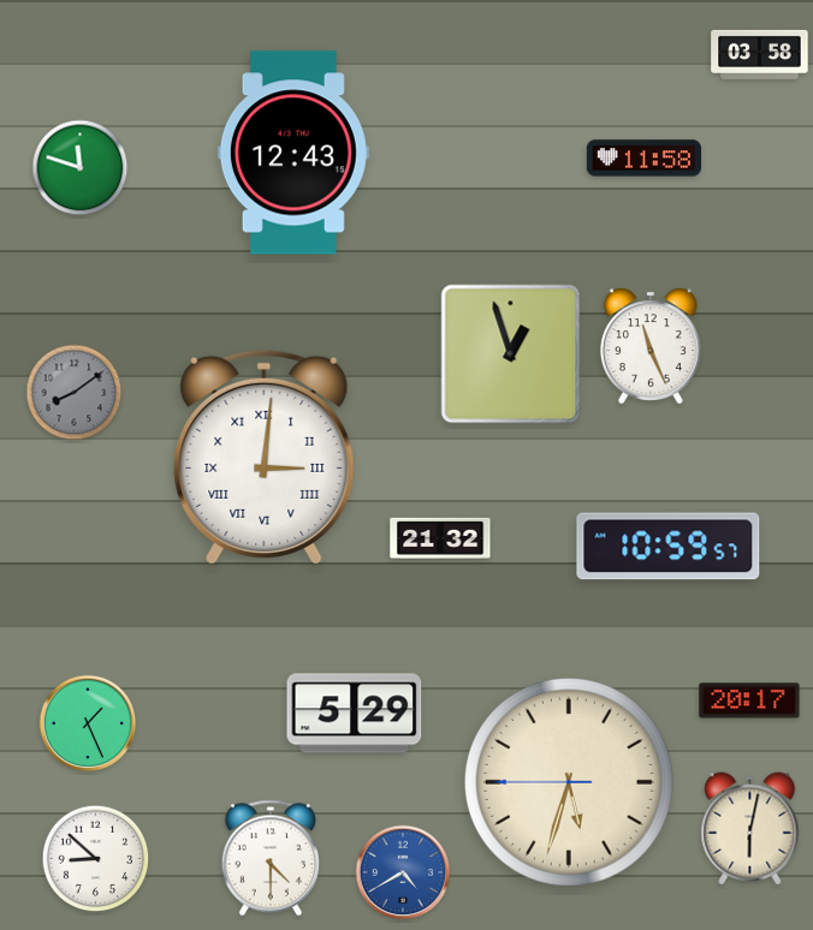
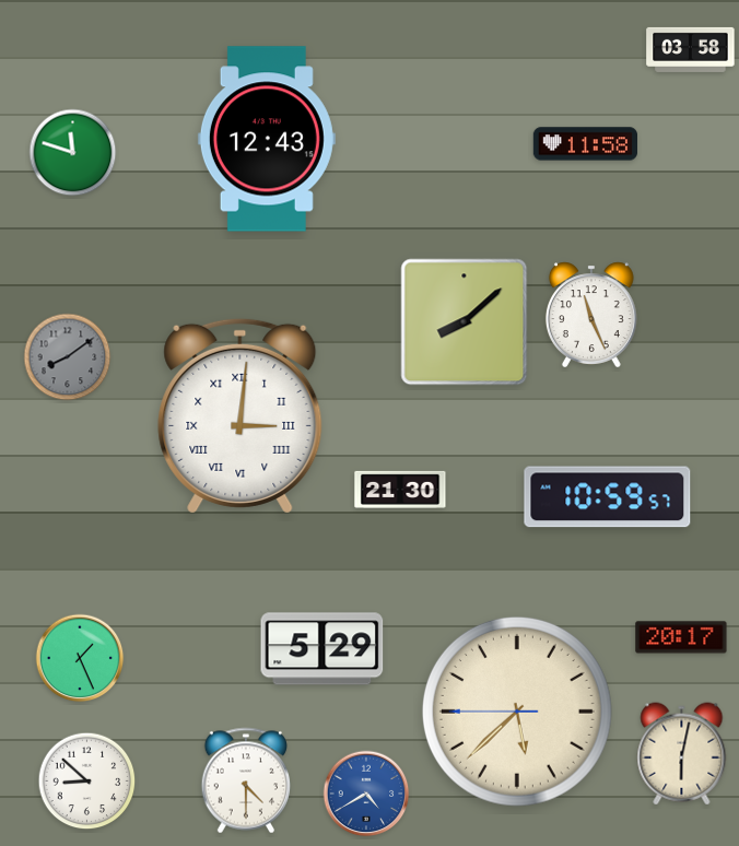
clock at (511, 354): 12:57 -> 8:08
clock at (440, 538): 21:32 -> 21:30
clock at (569, 782): 5:32 -> 5:37
